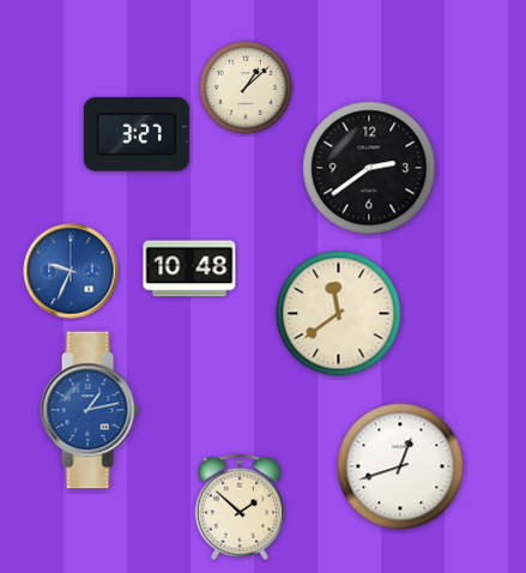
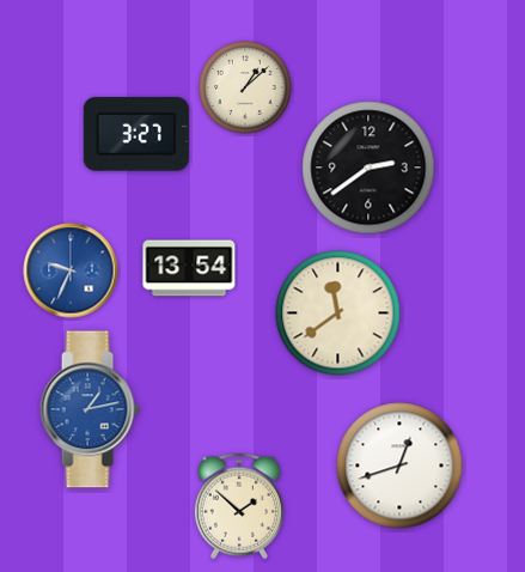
clock at (189, 269): 10:48 -> 13:54
